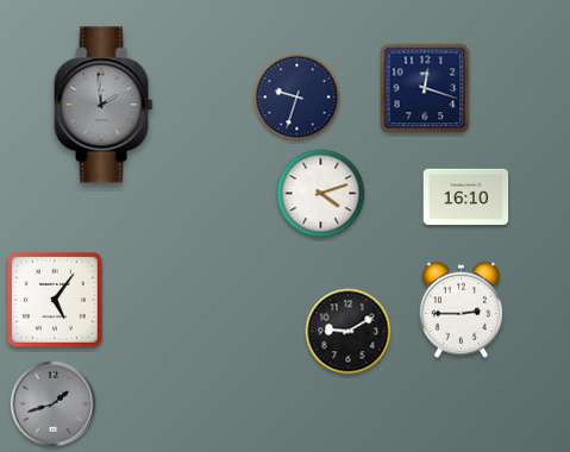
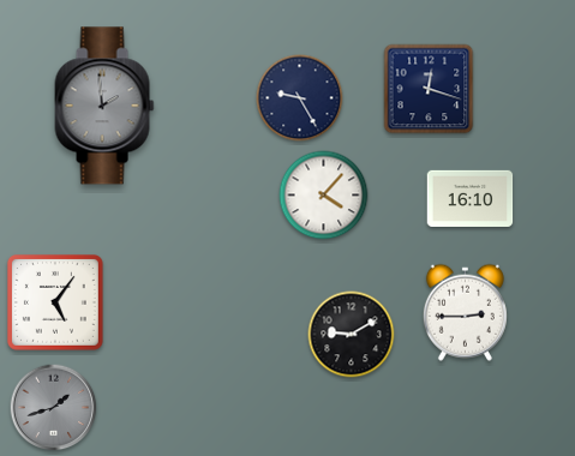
clock at (297, 98): 9:33 -> 9:25
clock at (321, 194): 4:12 -> 4:07
